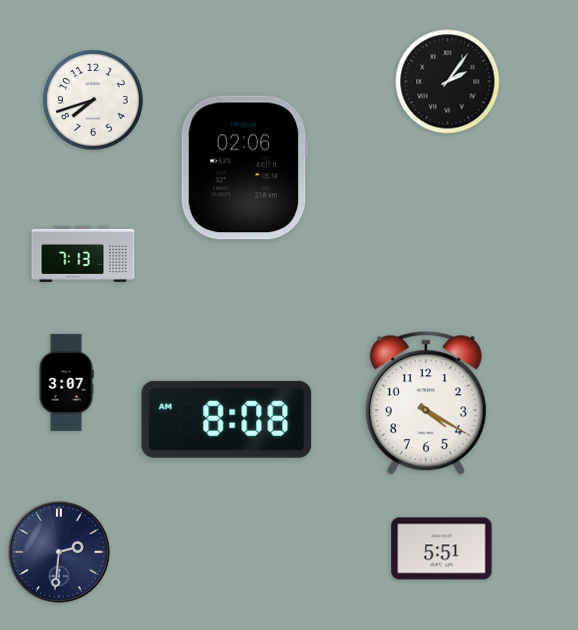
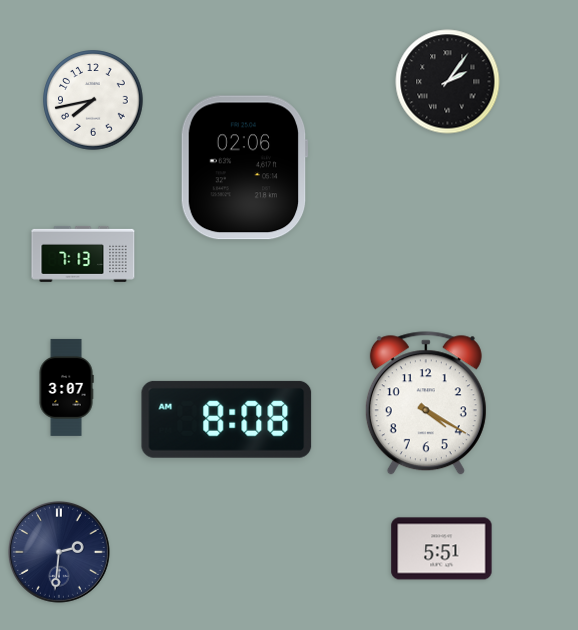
clock at (93, 100): 7:42 -> 7:43
clock at (66, 382) position: (66, 382) -> (66, 387)
